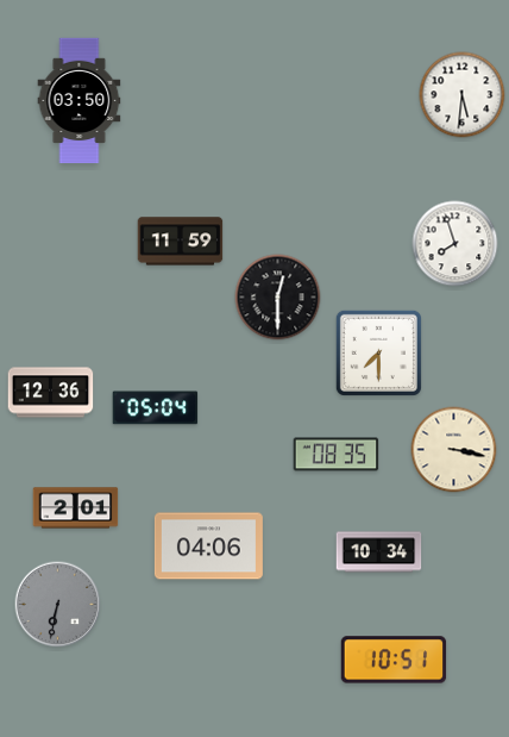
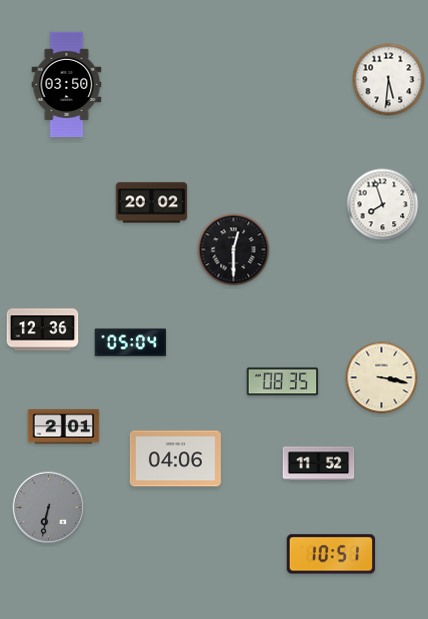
clock at (181, 242): 11:59 -> 20:02
clock at (378, 352): 7:30 -> none
clock at (379, 552): 10:34 -> 11:52
